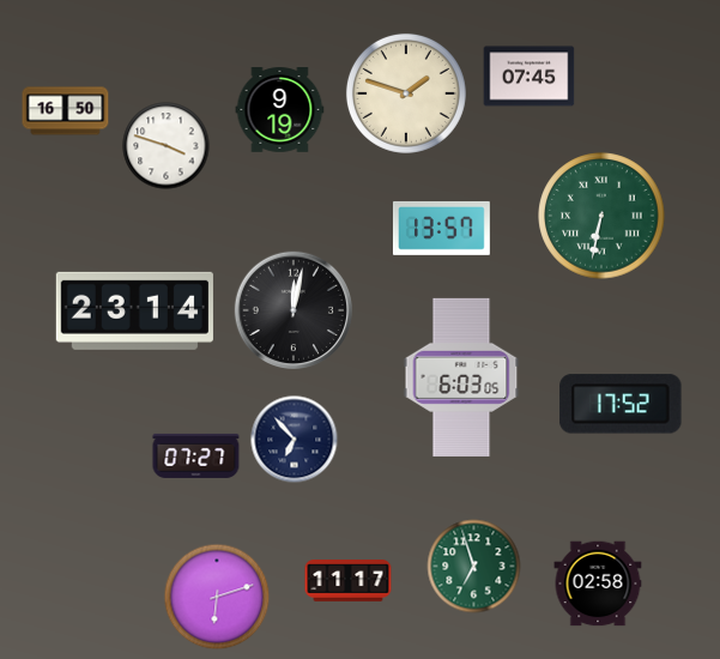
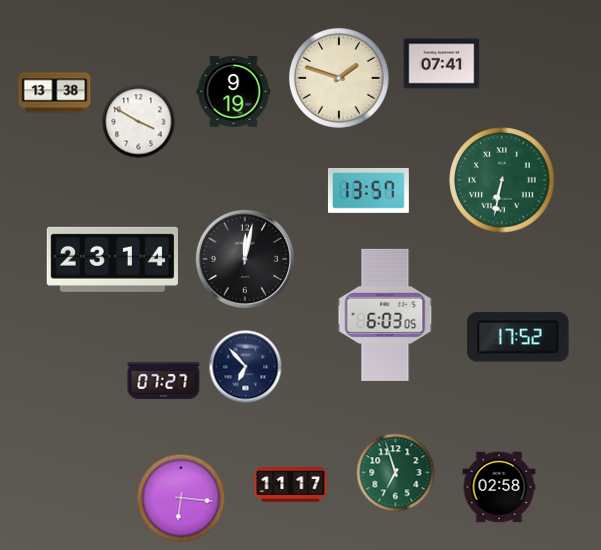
clock at (530, 77): 07:45 -> 07:41
clock at (66, 111): 16:50 -> 13:38
clock at (167, 146): 3:48 -> 3:50
clock at (217, 597): 6:12 -> 6:16
